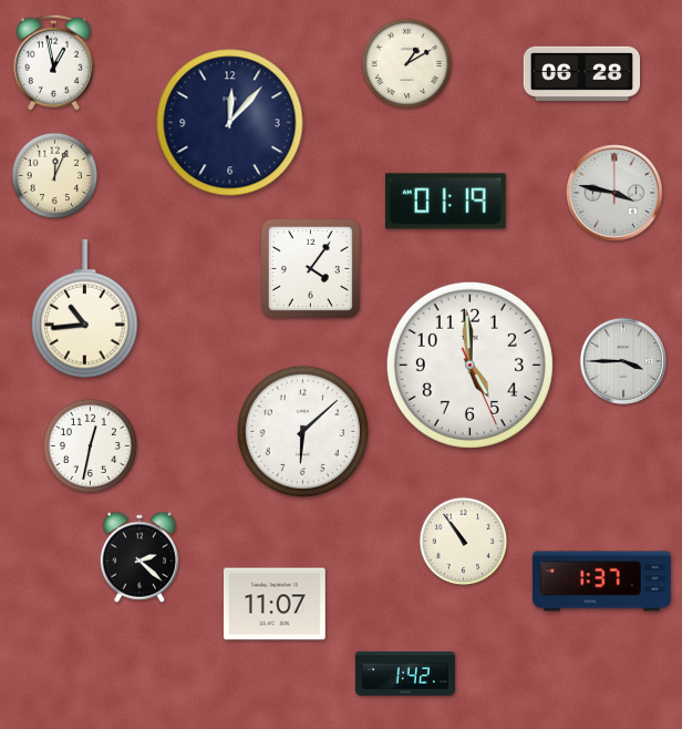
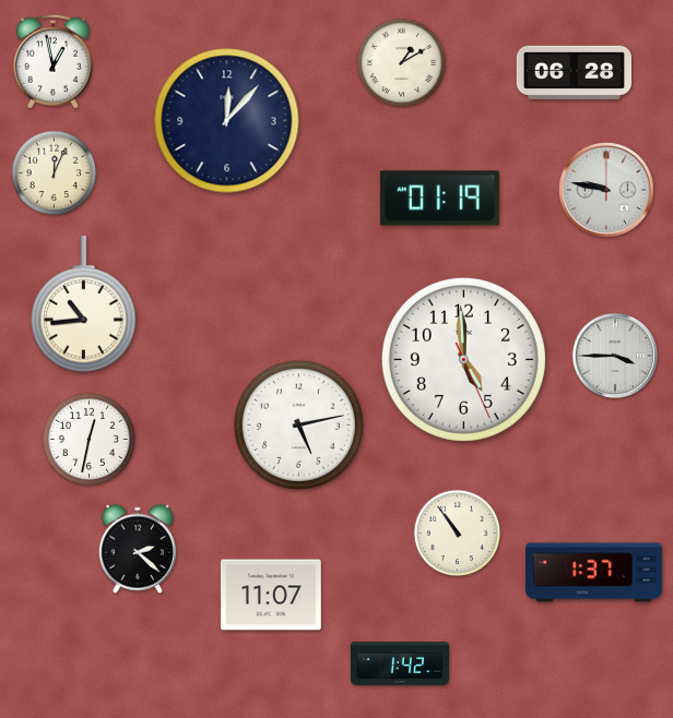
clock at (616, 194): 3:47 -> 9:47
clock at (310, 268): 4:06 -> none
clock at (302, 431): 6:08 -> 5:13
